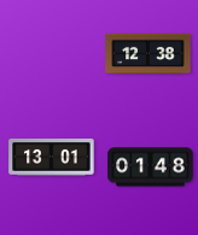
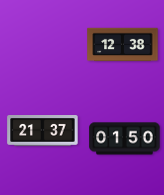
clock at (52, 158): 13:01 -> 21:37
clock at (151, 168): 01:48 -> 01:50
